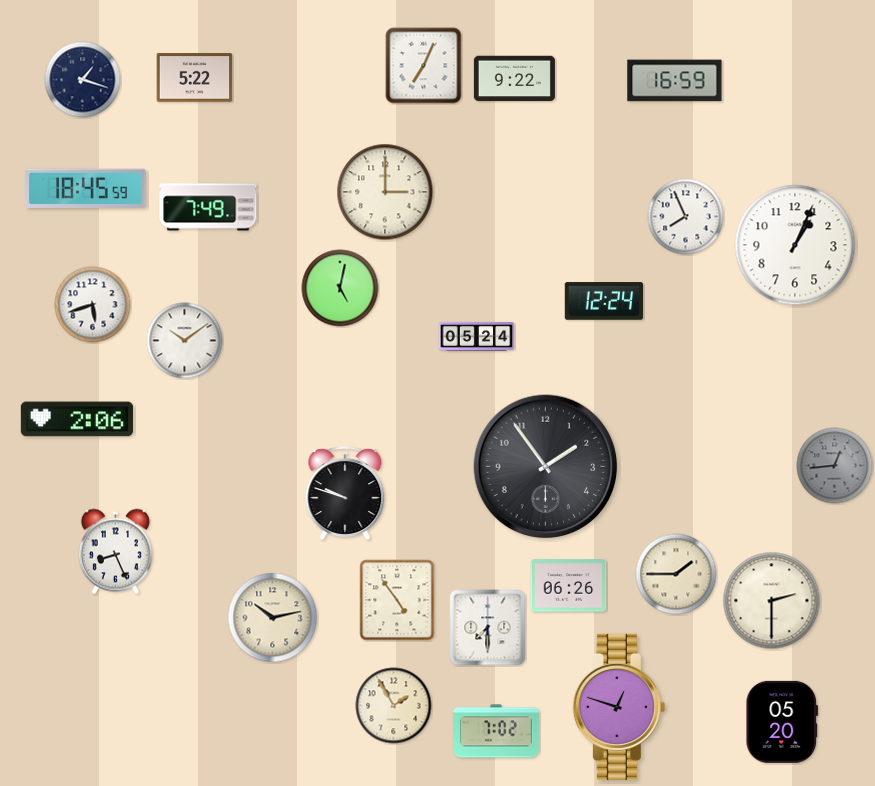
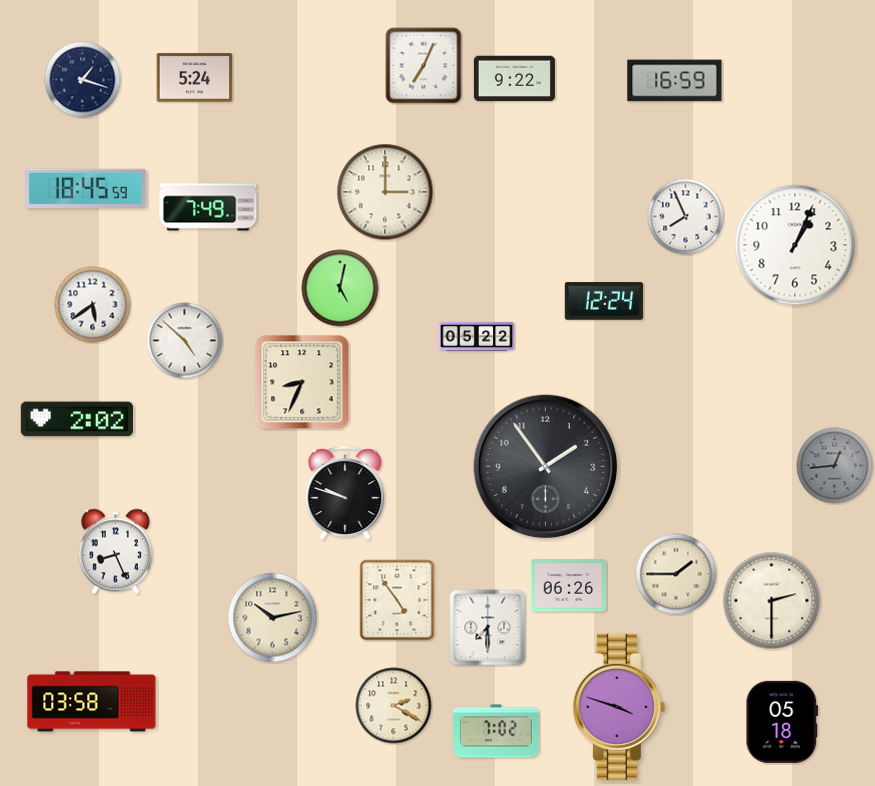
clock at (195, 78): 5:22 -> 5:24
clock at (93, 305): 5:42 -> 5:39
clock at (477, 336): 05:24 -> 05:22
clock at (185, 341): 10:09 -> 4:52
clock at (302, 382): none -> 8:34
clock at (77, 419): 2:06 -> 2:02
clock at (92, 702): none -> 03:58
clock at (394, 706): 1:55 -> 2:20
clock at (619, 707): 12:48 -> 3:48
clock at (782, 722): 05:20 -> 05:18
